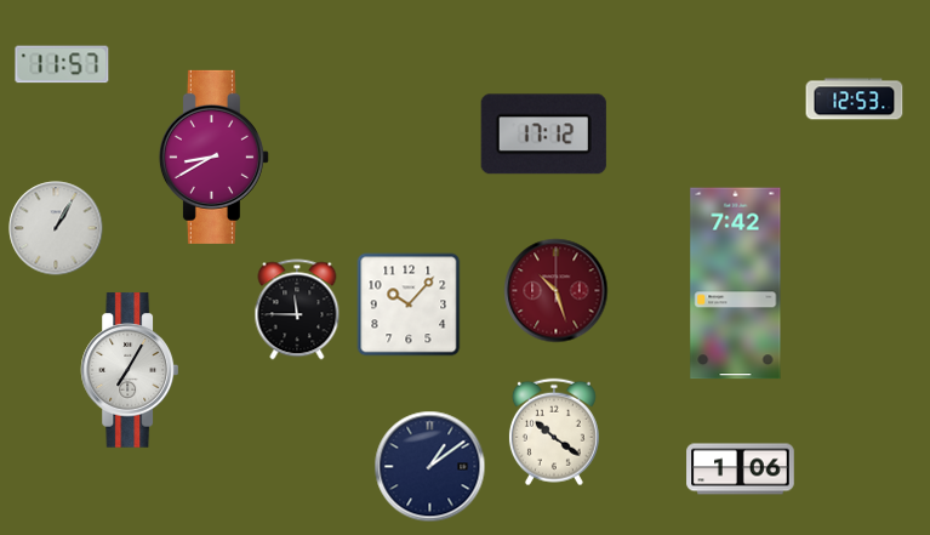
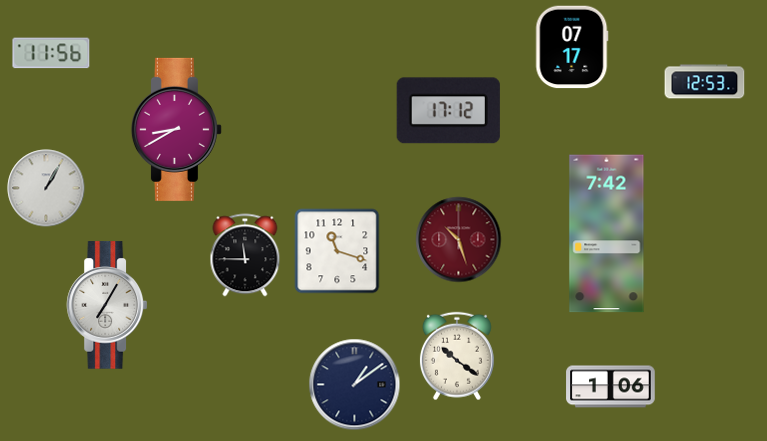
clock at (572, 47): none -> 07:17
clock at (62, 64): 11:57 -> 11:56
clock at (409, 305): 10:07 -> 11:18
